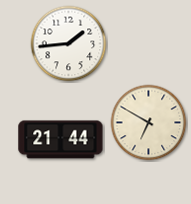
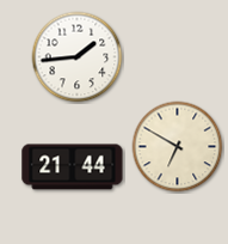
clock at (69, 44) position: (69, 44) -> (78, 57)
